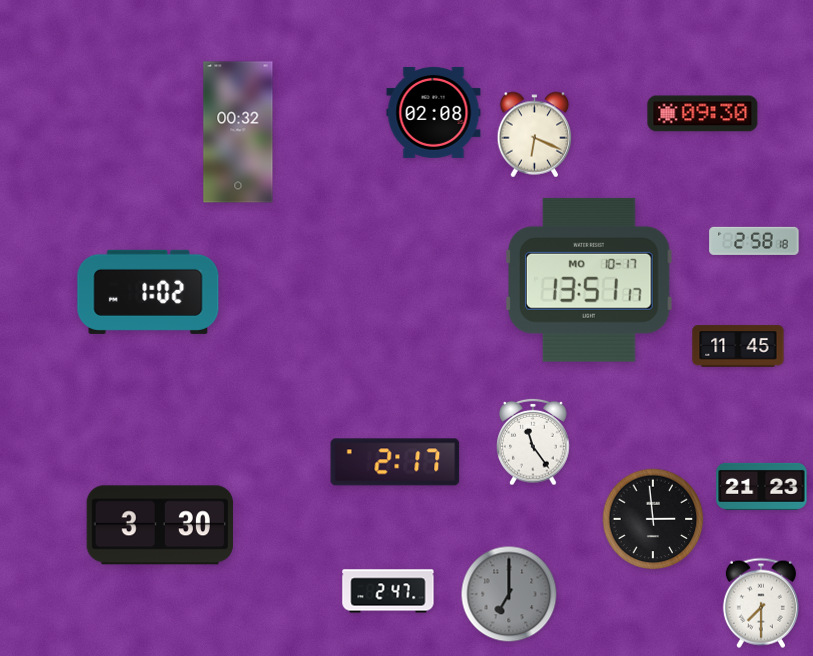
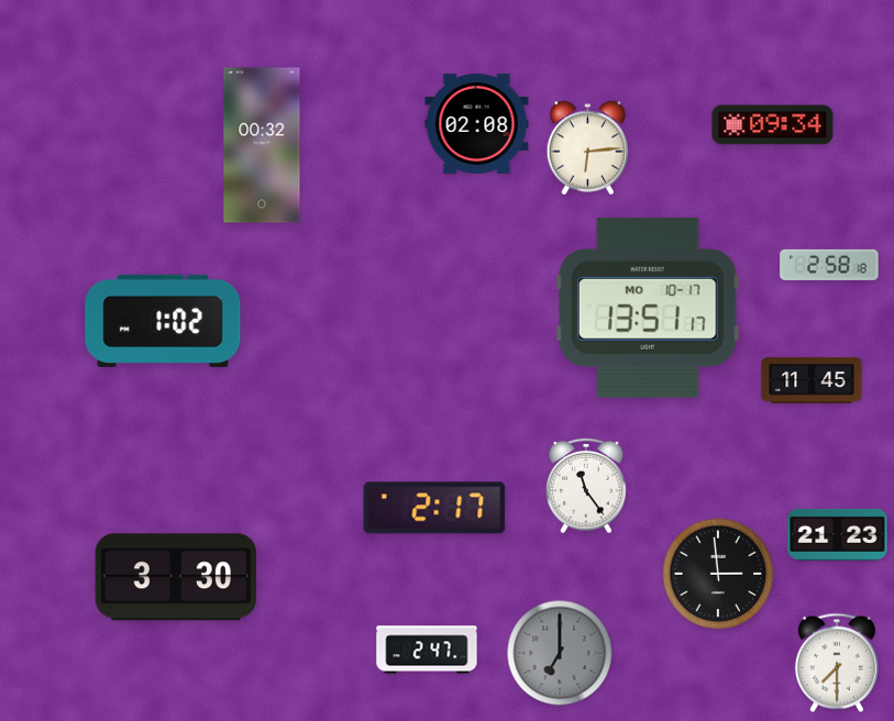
clock at (703, 114): 09:30 -> 09:34
clock at (535, 135): 6:19 -> 6:14
clock at (653, 519) position: (653, 519) -> (718, 574)
